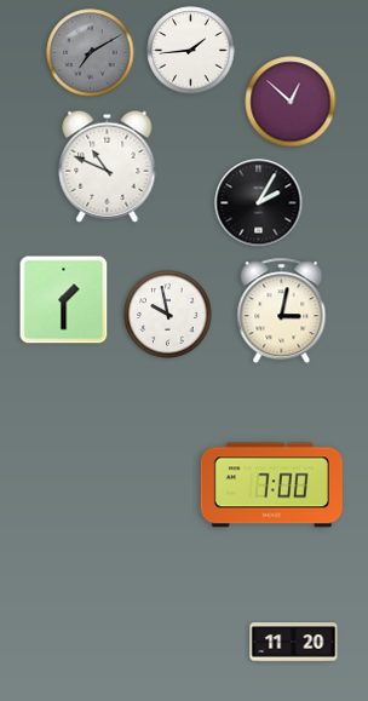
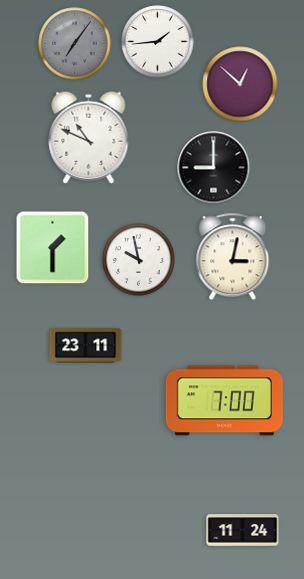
clock at (91, 53): 7:10 -> 7:06
clock at (259, 203): 2:05 -> 9:00
clock at (86, 346): none -> 23:11
clock at (294, 643): 11:20 -> 11:24
